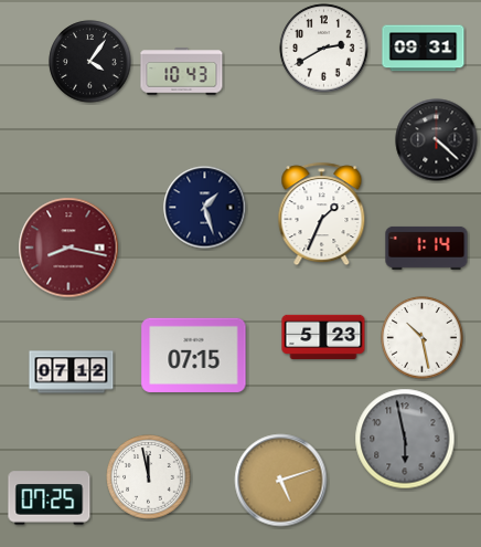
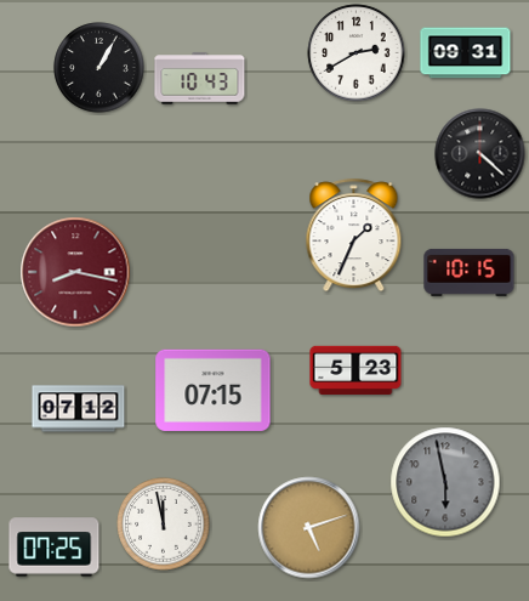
clock at (90, 62): 4:06 -> 1:05
clock at (205, 208): 1:27 -> none
clock at (427, 248): 1:14 -> 10:15
clock at (423, 338): 10:28 -> none
